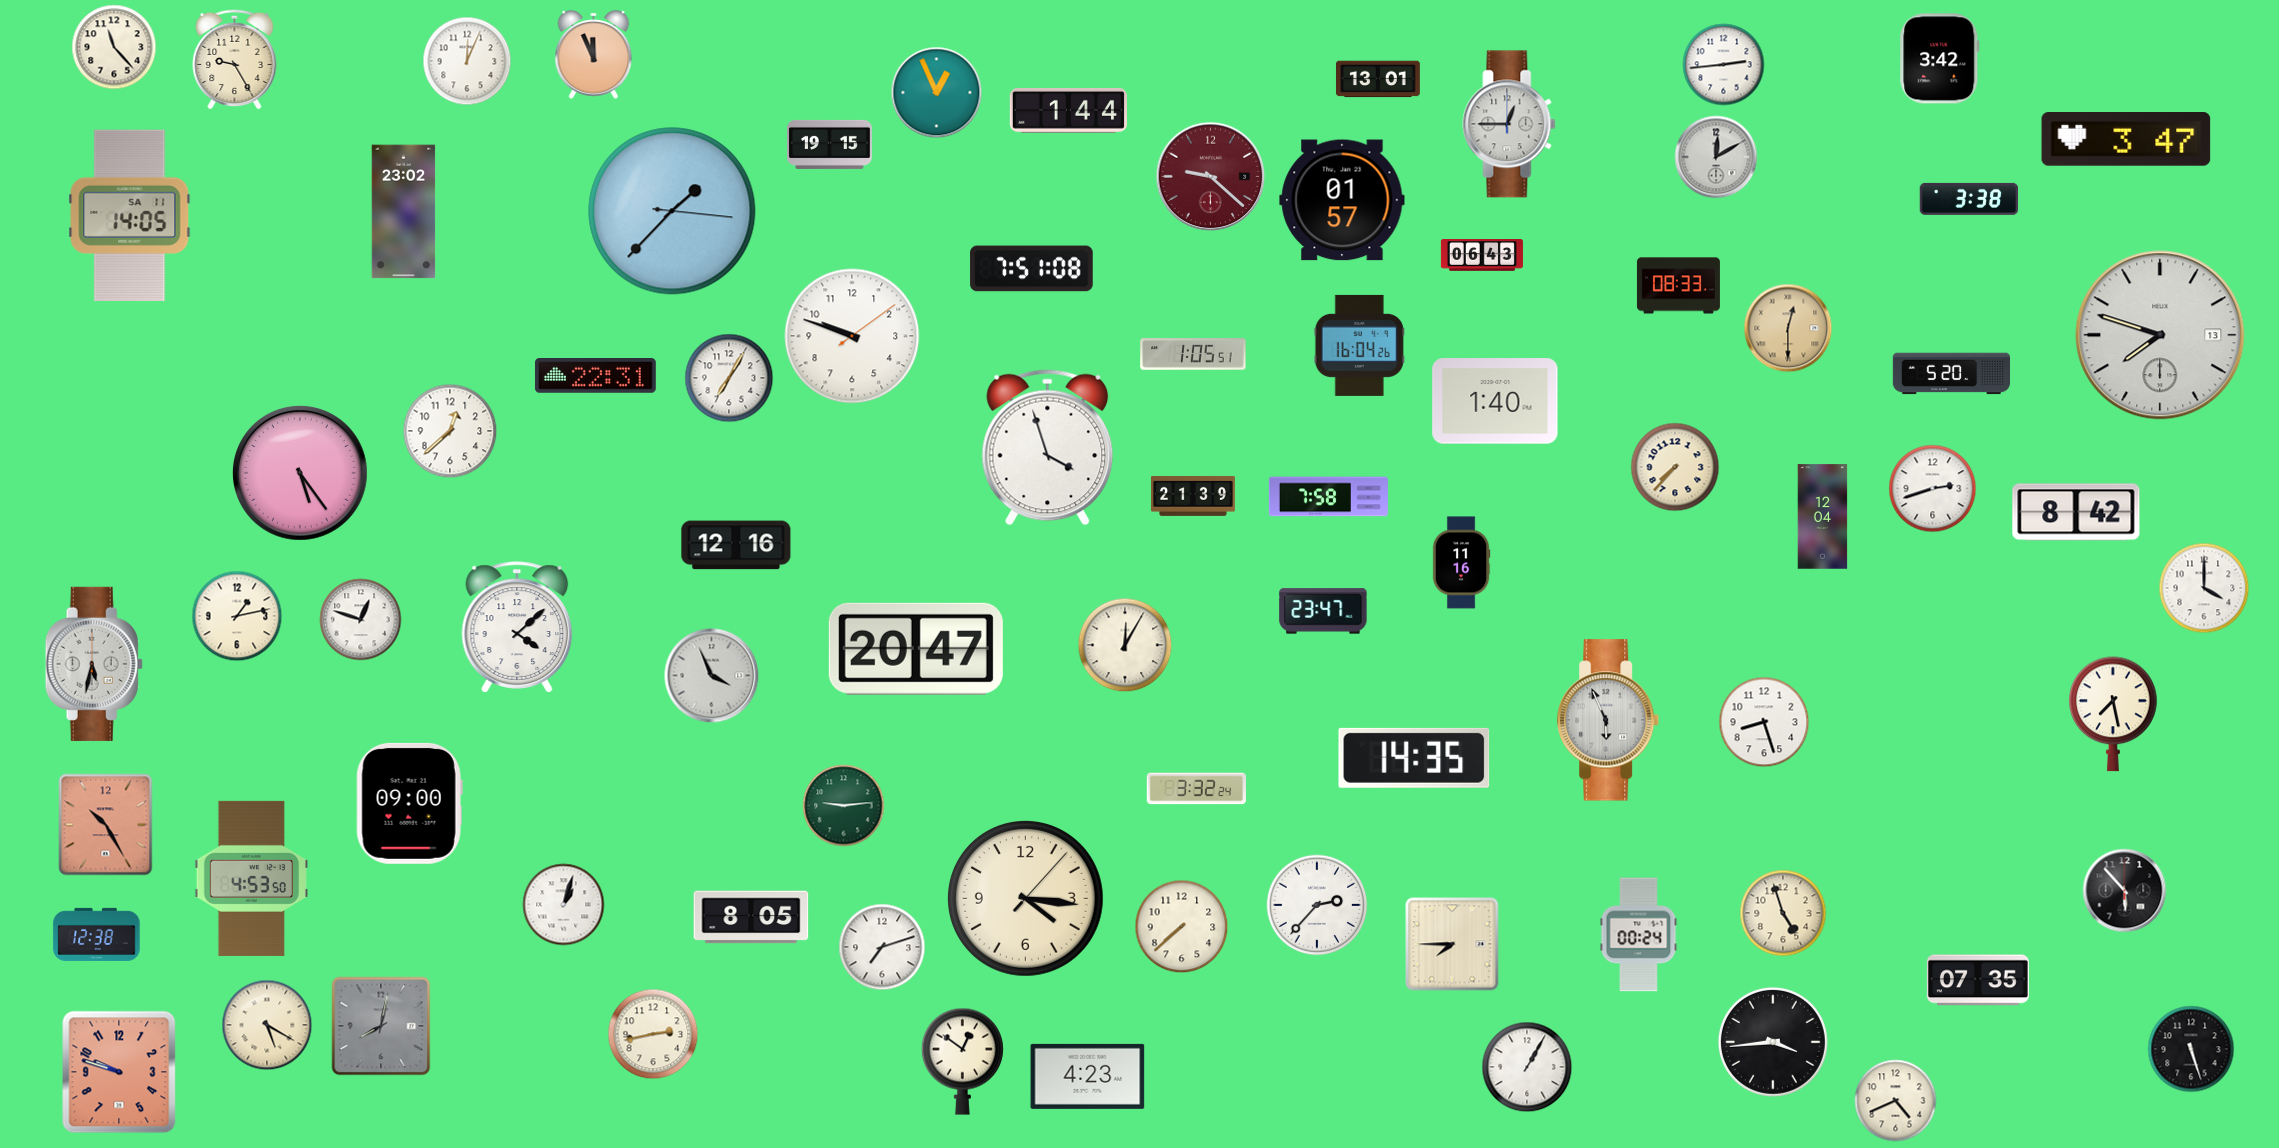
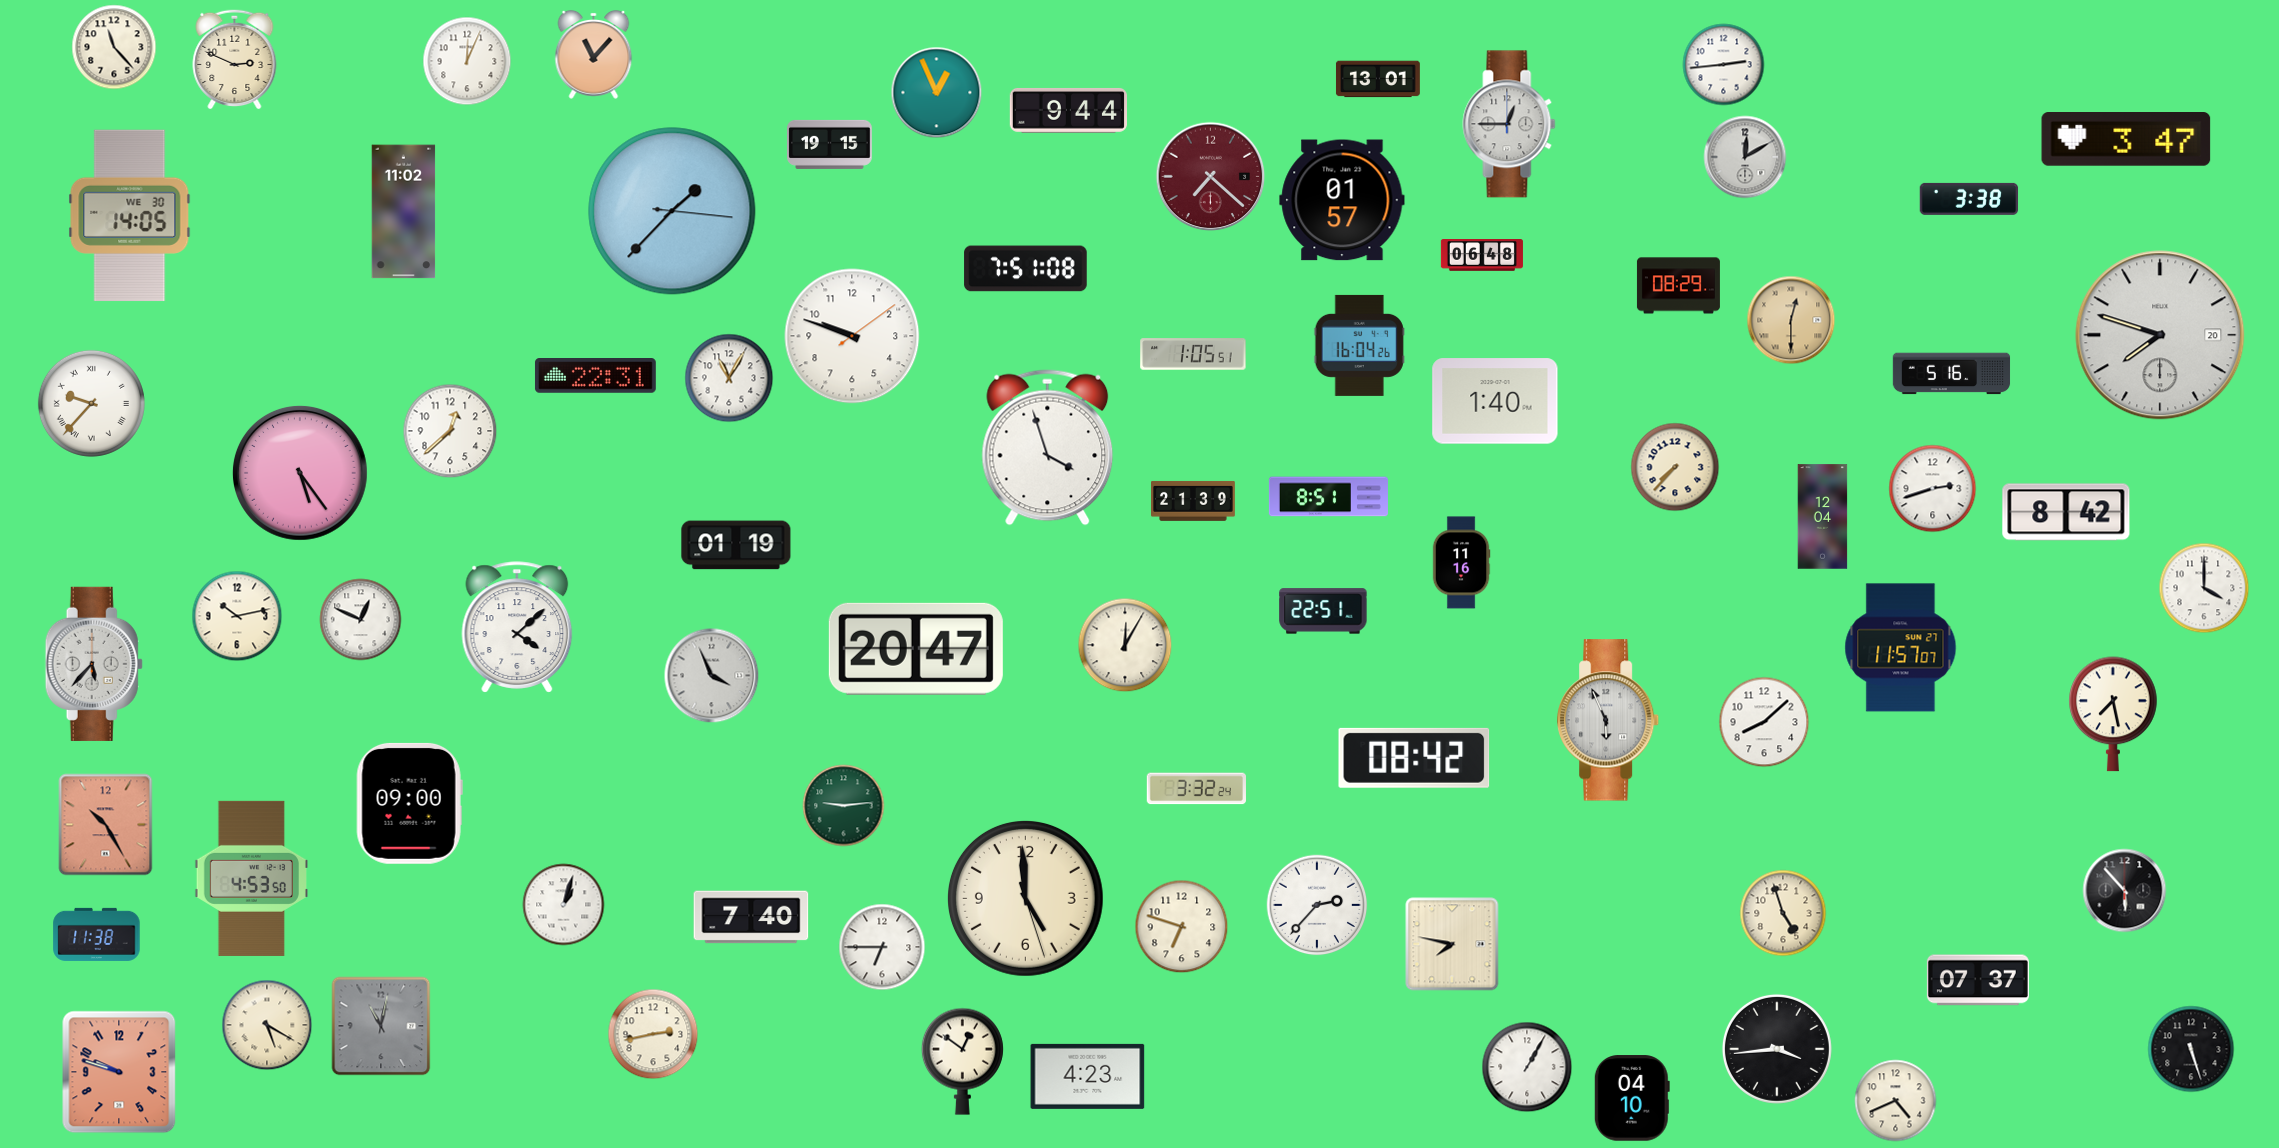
clock at (594, 55): 11:56 -> 11:07
clock at (235, 59): 9:25 -> 2:49
clock at (1940, 59): 3:42 -> none
clock at (1068, 110): 1:44 -> 9:44
clock at (1716, 157) position: (1716, 157) -> (1745, 157)
clock at (1211, 177): 9:22 -> 7:22
clock at (404, 212): 23:02 -> 11:02
clock at (130, 216) date: SA 11 -> WE 30
clock at (1482, 256): 06:43 -> 06:48
clock at (1032, 269) position: (1032, 269) -> (1026, 269)
clock at (1678, 286): 08:33 -> 08:29
clock at (1788, 328) position: (1788, 328) -> (1791, 320)
clock at (2160, 335) date: 13 -> 20
clock at (1952, 374): 5:20 -> 5:16
clock at (729, 378): 7:05 -> 11:05
clock at (91, 403): none -> 9:37
clock at (1194, 496) position: (1194, 496) -> (1194, 501)
clock at (1328, 497): 7:58 -> 8:51
clock at (2076, 512) position: (2076, 512) -> (2066, 512)
clock at (736, 545): 12:16 -> 01:19
clock at (1323, 611): 23:47 -> 22:51
clock at (237, 616): 1:13 -> 10:13
clock at (361, 620): 12:48 -> 12:49
clock at (1901, 648): none -> 11:57
clock at (94, 664): 5:32 -> 5:37
clock at (1764, 722): 8:27 -> 8:08
clock at (1414, 758): 14:35 -> 08:42
clock at (1025, 898): 4:16 -> 4:59
clock at (751, 917): 8:05 -> 7:40
clock at (1182, 927): 7:38 -> 6:48
clock at (97, 934): 12:38 -> 11:38
clock at (1639, 935): 00:24 -> none
clock at (1452, 944): 7:45 -> 7:47
clock at (882, 947): 7:12 -> 6:45
clock at (1978, 980): 07:35 -> 07:37
clock at (381, 1026): 8:02 -> 11:02
clock at (1773, 1042) position: (1773, 1042) -> (1777, 1049)
clock at (1632, 1098): none -> 04:10
